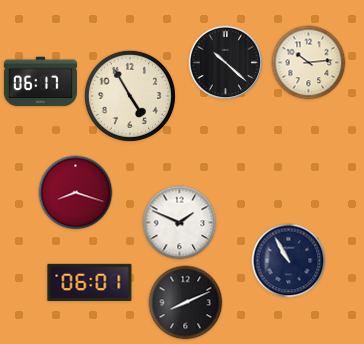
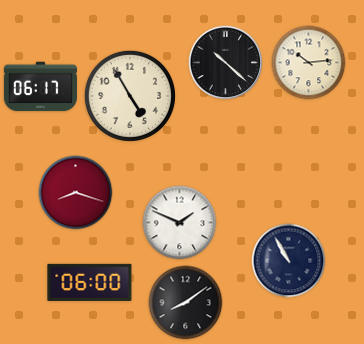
clock at (40, 82) position: (40, 82) -> (40, 87)
clock at (90, 282): 06:01 -> 06:00
clock at (186, 303): 8:11 -> 8:09
